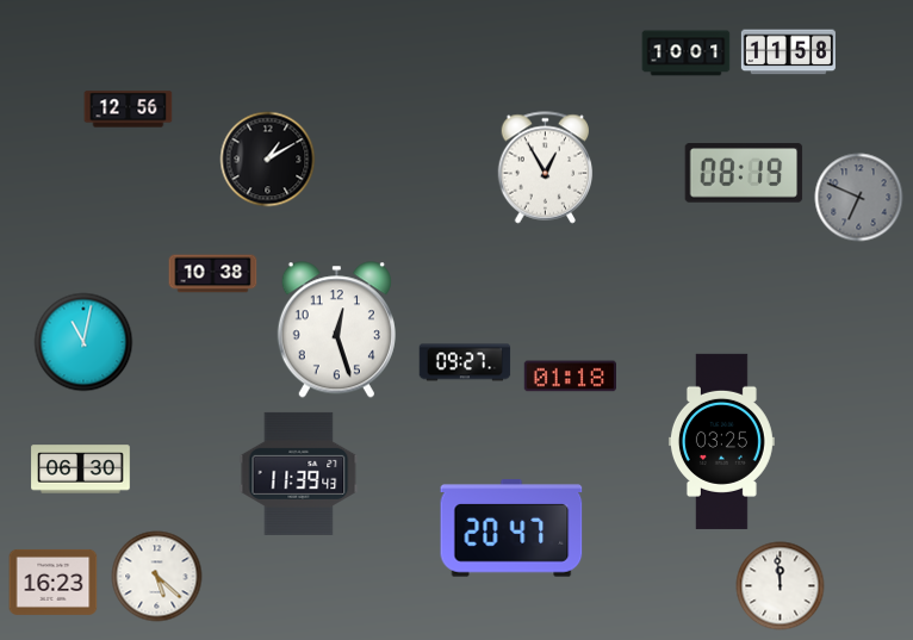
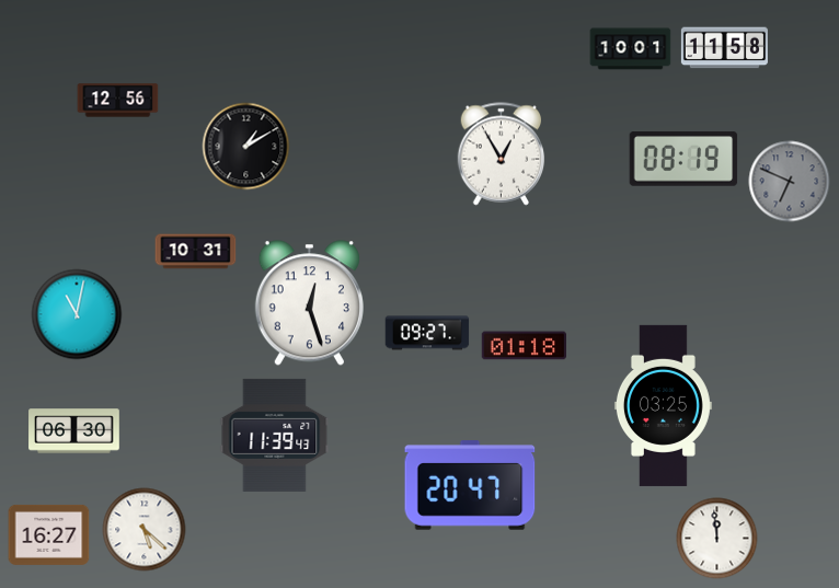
clock at (213, 274): 10:38 -> 10:31
clock at (54, 582): 16:23 -> 16:27
